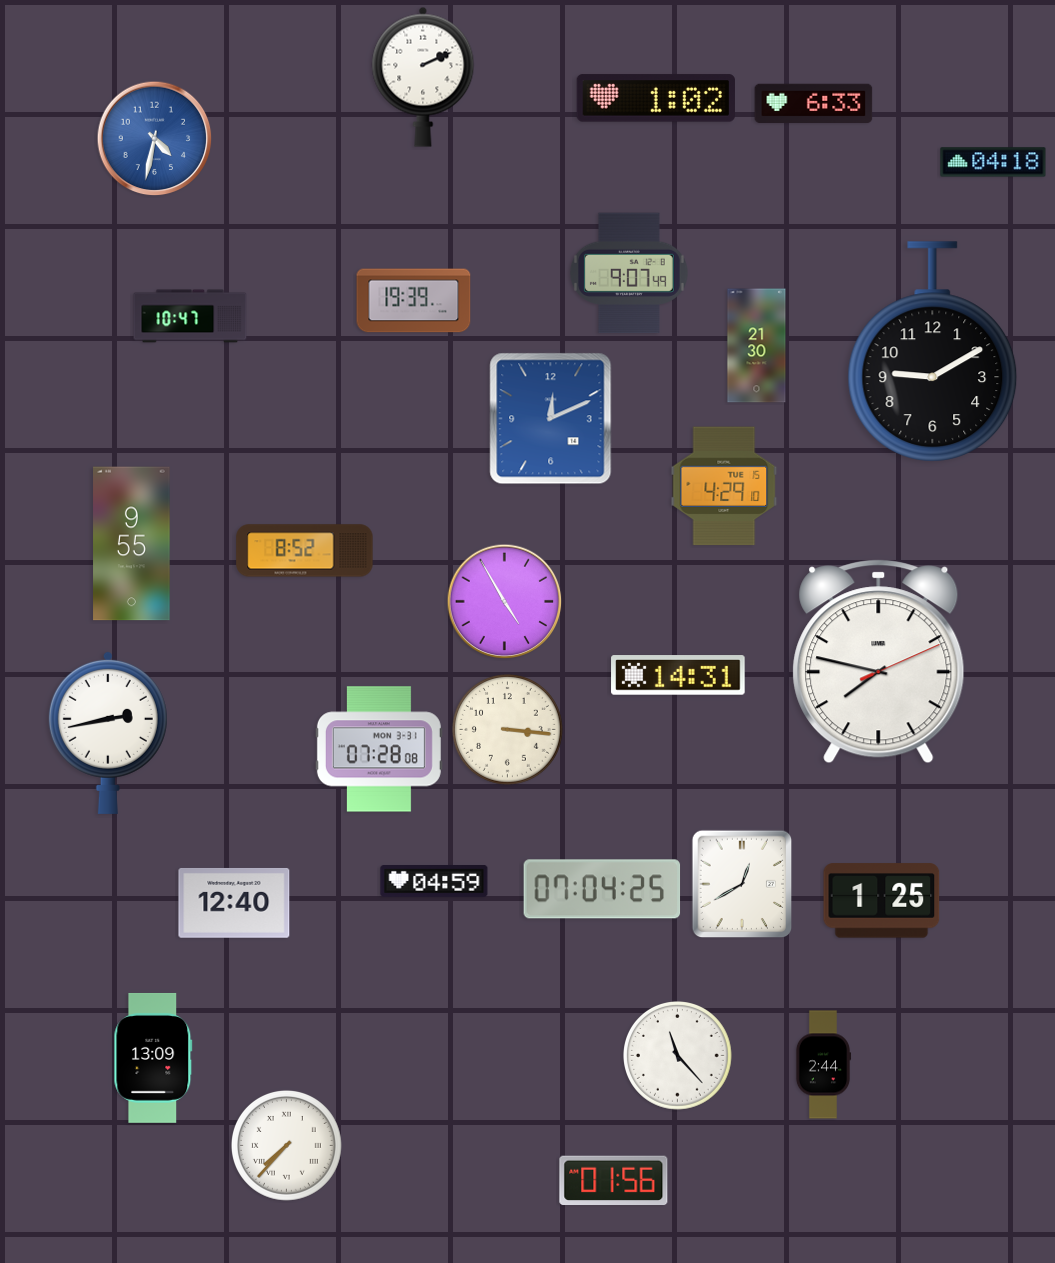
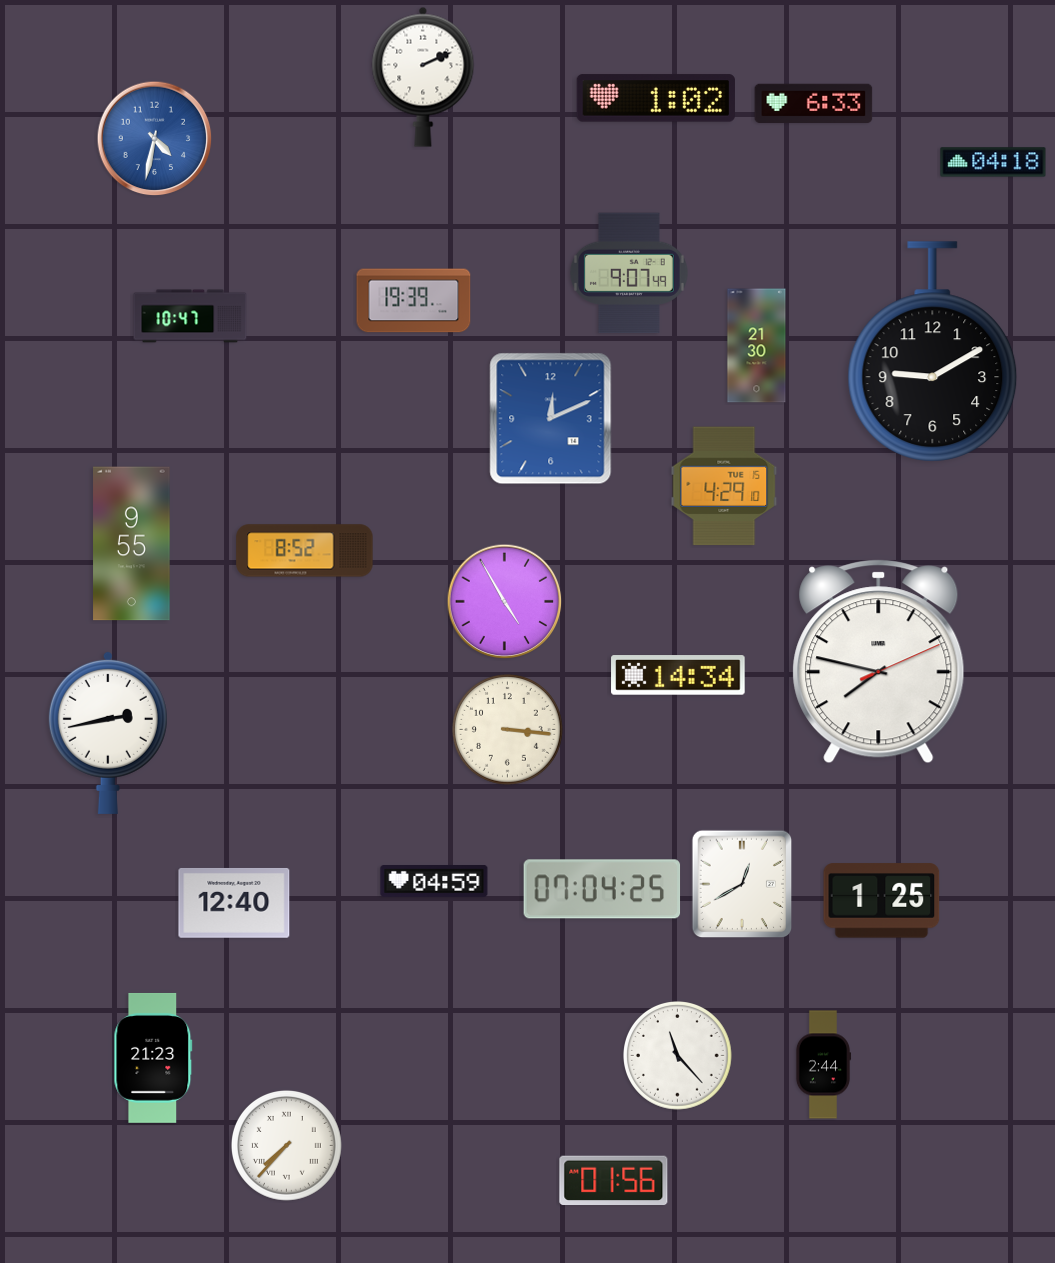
clock at (678, 675): 14:31 -> 14:34
clock at (379, 749): 07:28 -> none
clock at (153, 1058): 13:09 -> 21:23
